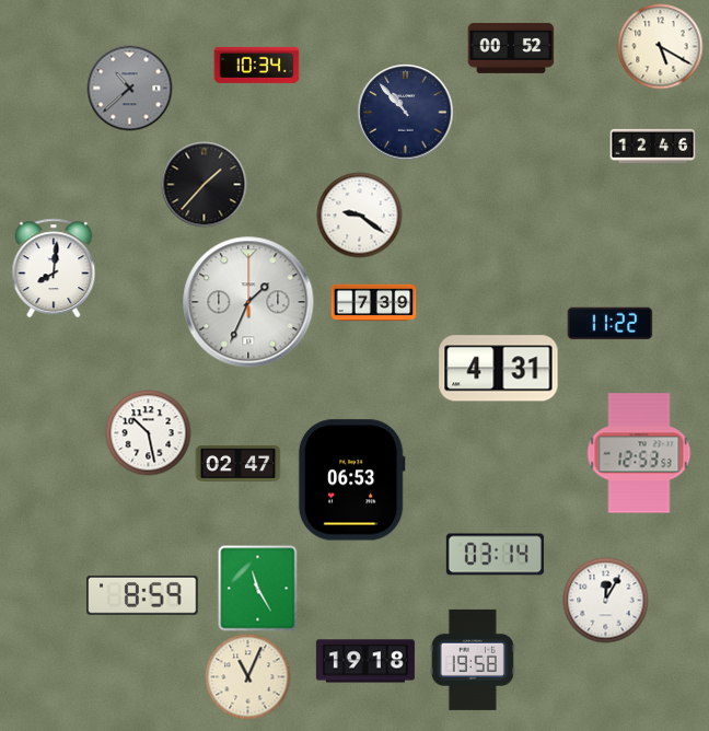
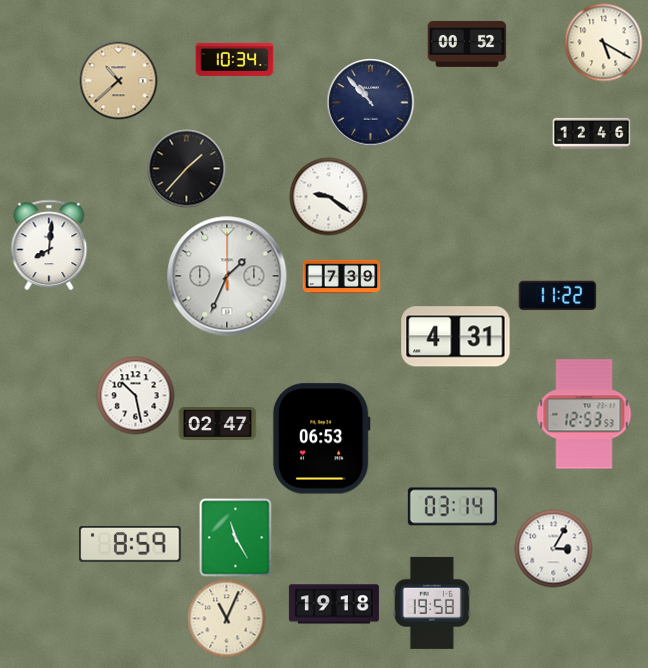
clock at (129, 88) dial: grey -> champagne
clock at (652, 146) position: (652, 146) -> (591, 133)
clock at (605, 600): 12:05 -> 3:05
